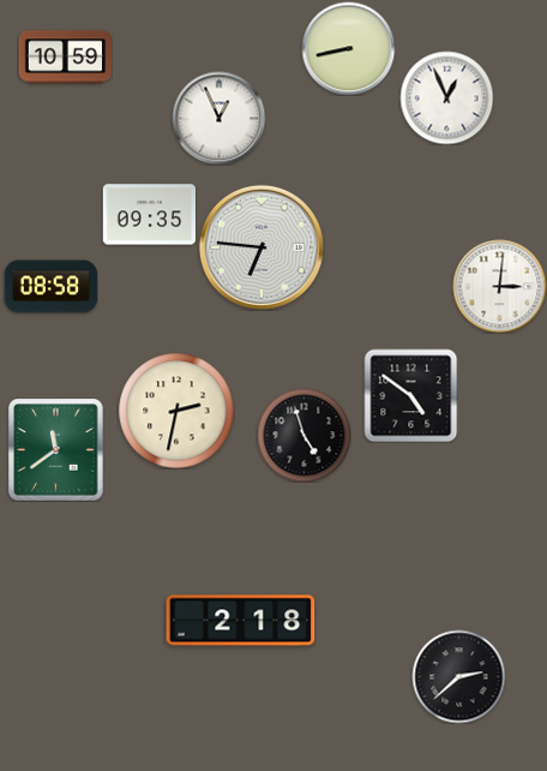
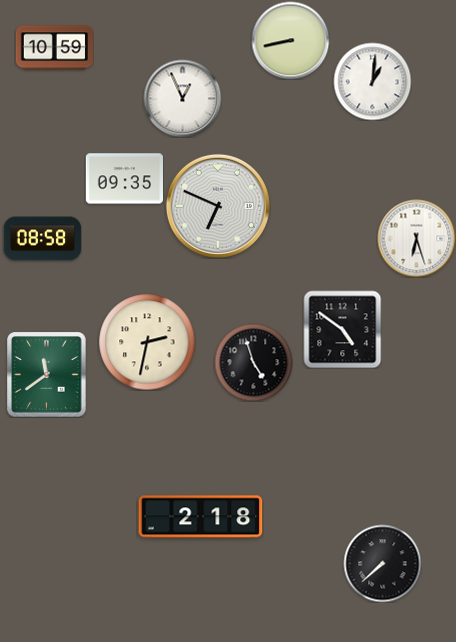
clock at (446, 97): 12:56 -> 1:01
clock at (262, 247): 6:46 -> 6:49
clock at (499, 286): 3:01 -> 6:27
clock at (458, 676): 2:38 -> 7:38
